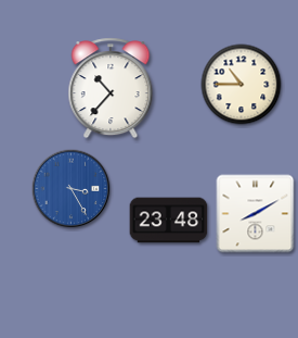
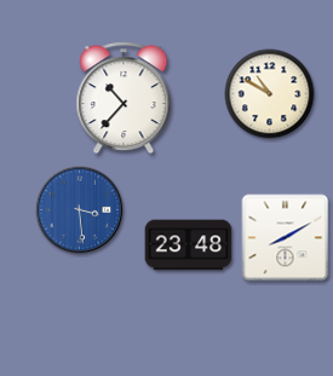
clock at (242, 85): 10:45 -> 10:50
clock at (72, 189): 3:25 -> 3:29
